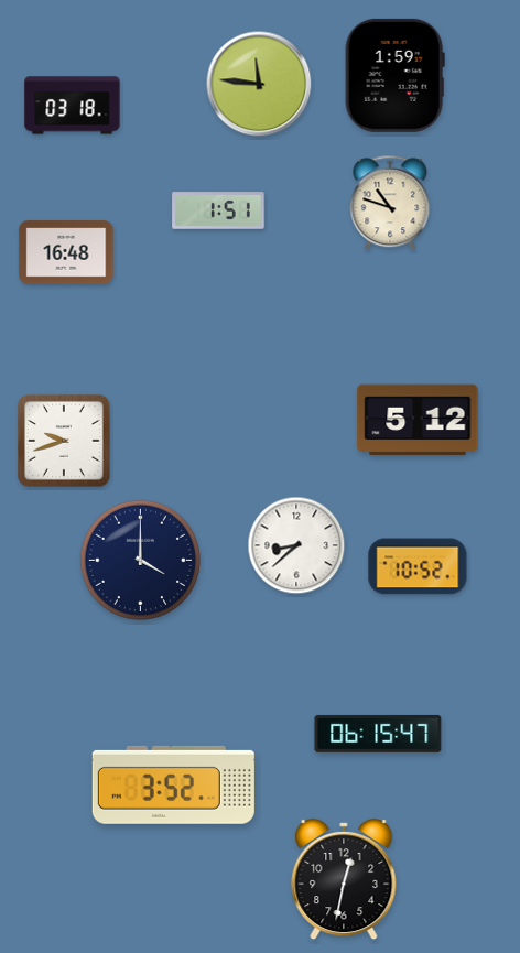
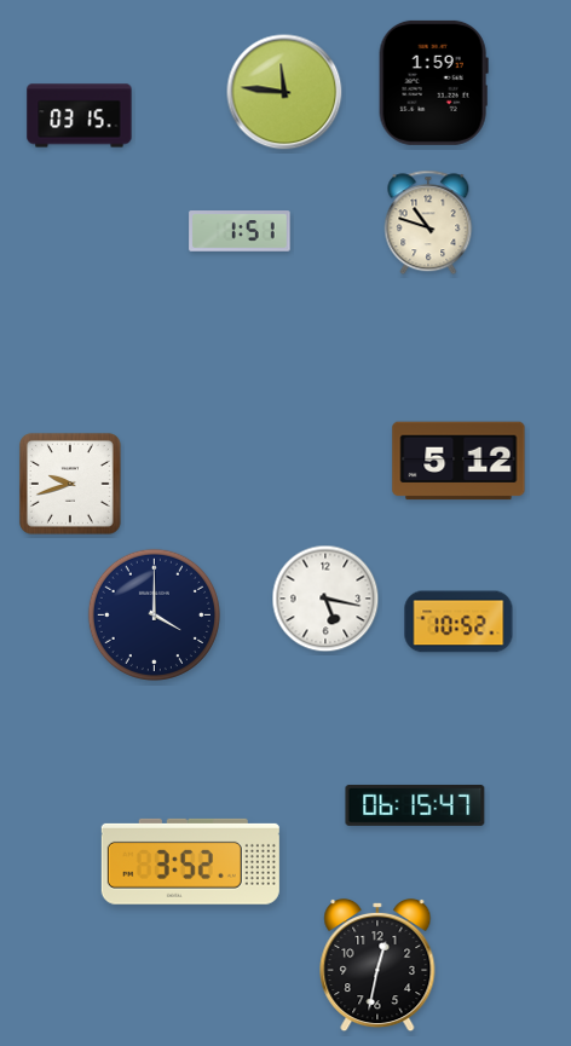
clock at (73, 106): 03:18 -> 03:15
clock at (66, 252): 16:48 -> none
clock at (296, 545): 8:38 -> 5:17
